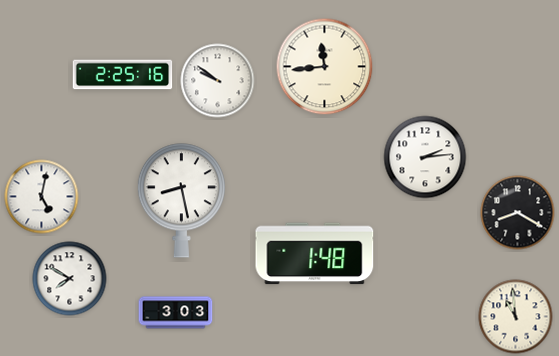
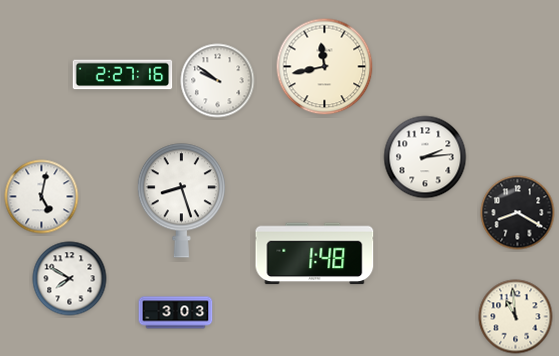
clock at (325, 67): 11:44 -> 11:43
clock at (123, 75): 2:25 -> 2:27
clock at (181, 201): 8:28 -> 8:27
